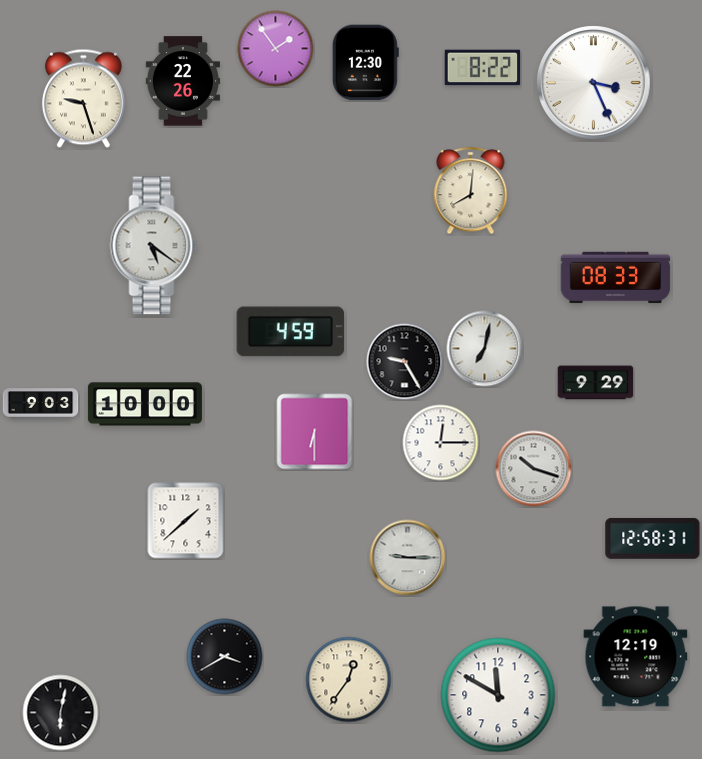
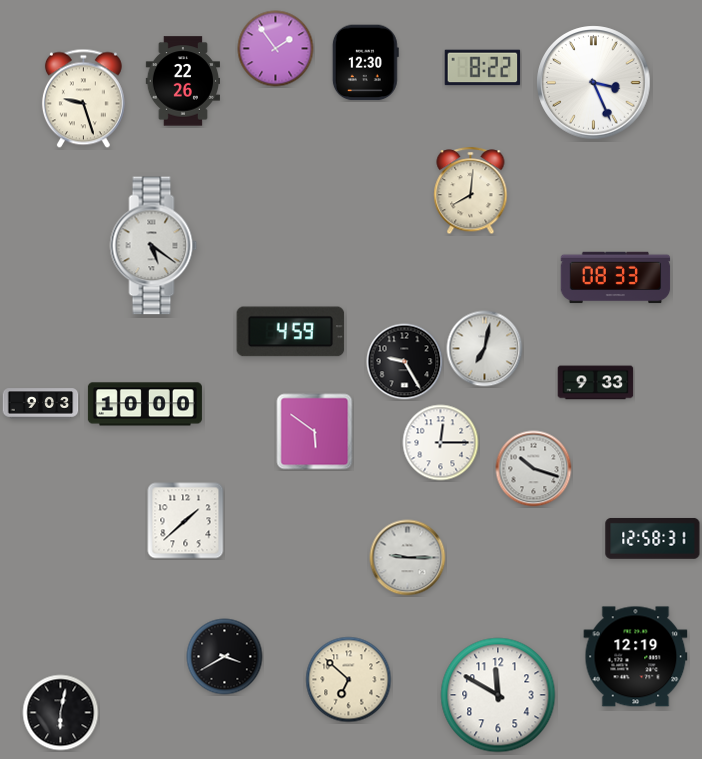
clock at (596, 383): 9:29 -> 9:33
clock at (315, 432): 6:30 -> 5:51
clock at (349, 680): 12:36 -> 6:52
